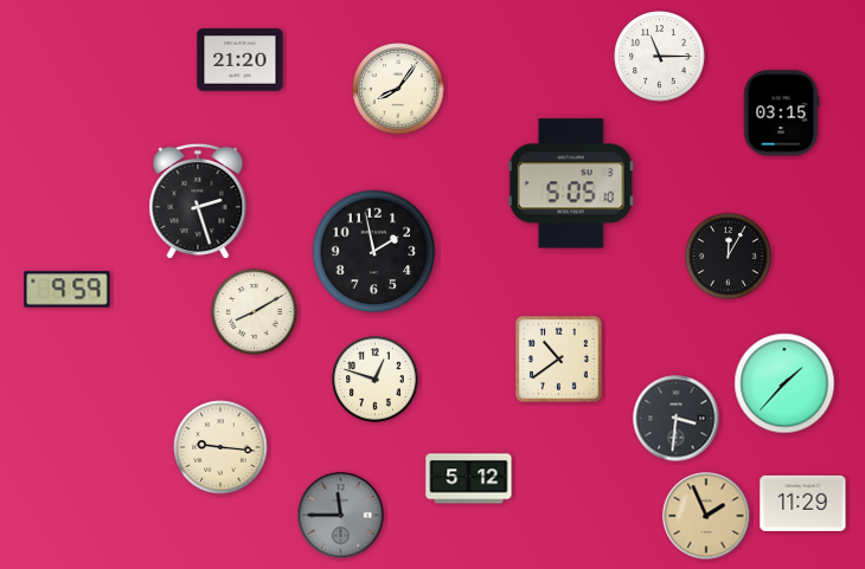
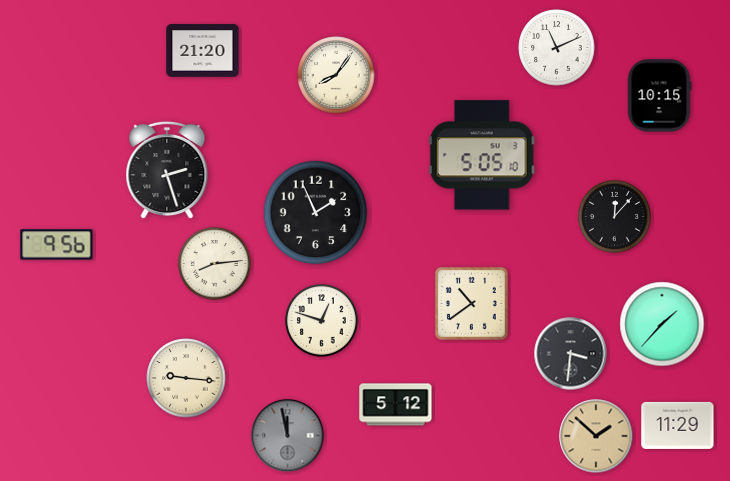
clock at (660, 57): 11:15 -> 11:11
clock at (781, 114): 03:15 -> 10:15
clock at (374, 252): 1:58 -> 1:56
clock at (729, 257): 12:05 -> 12:07
clock at (68, 290): 9:59 -> 9:56
clock at (255, 312): 8:10 -> 8:14
clock at (376, 380) position: (376, 380) -> (322, 321)
clock at (341, 516): 11:45 -> 11:58
clock at (706, 516): 1:56 -> 1:52
